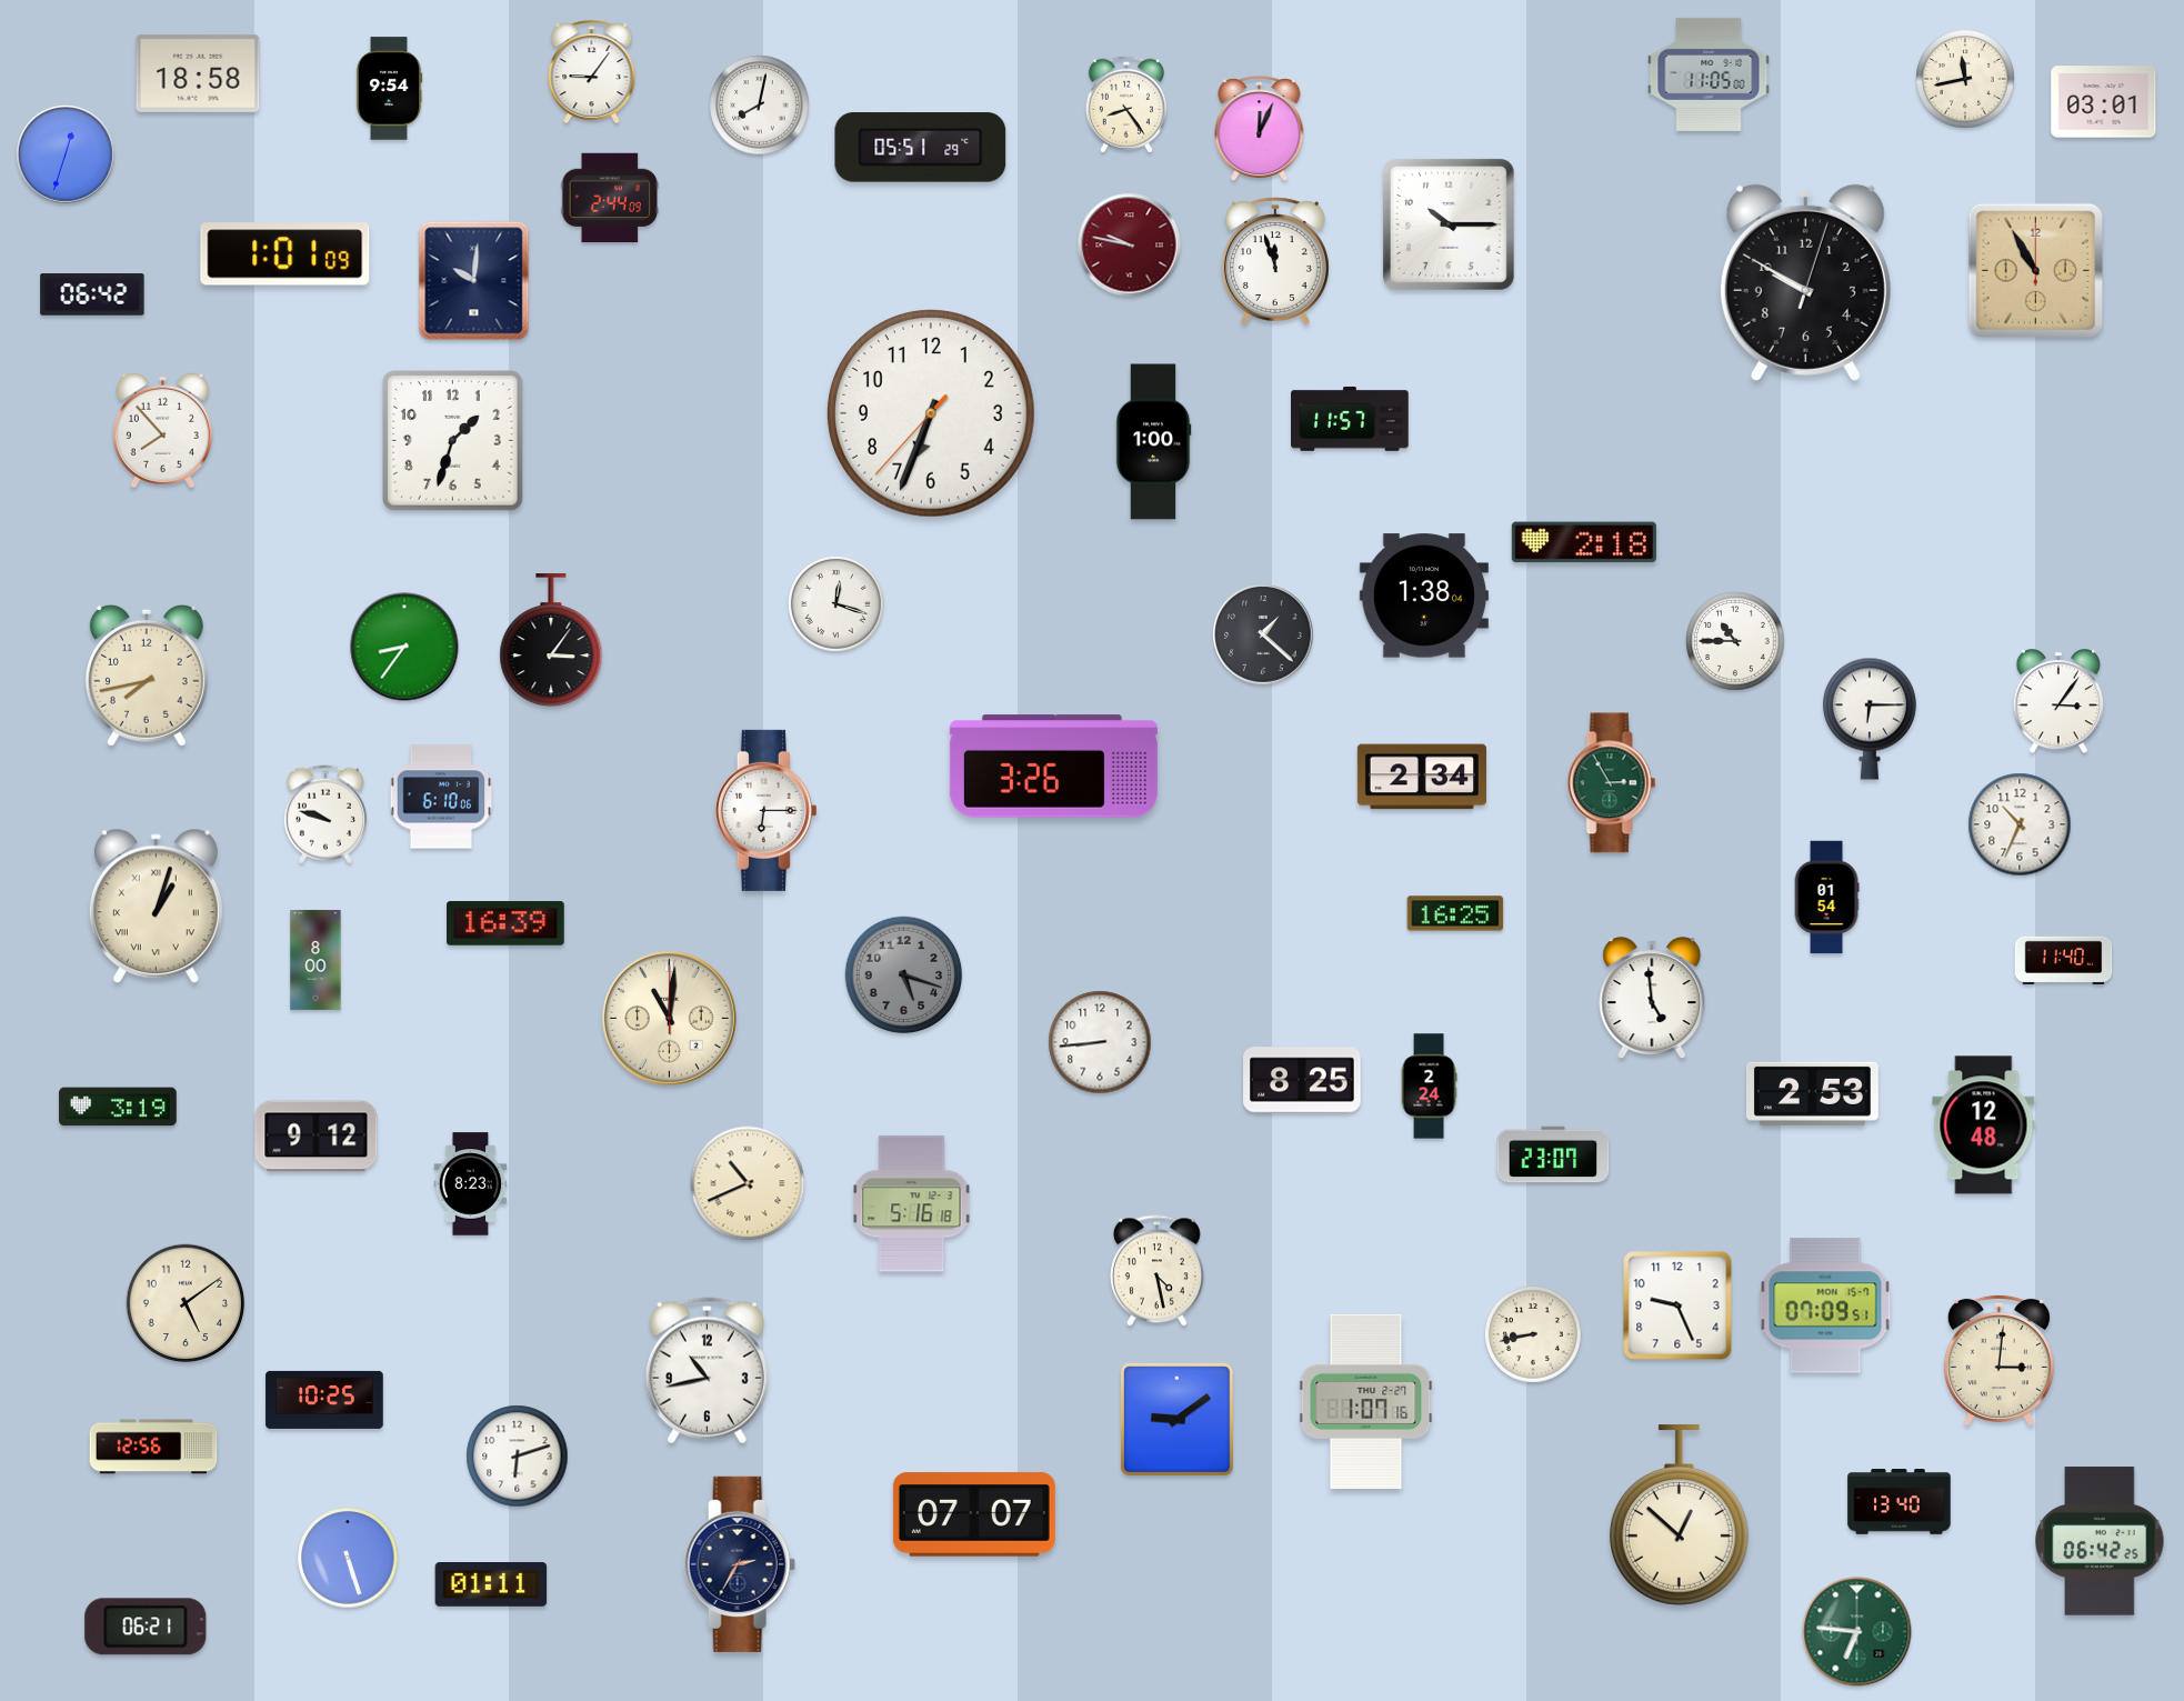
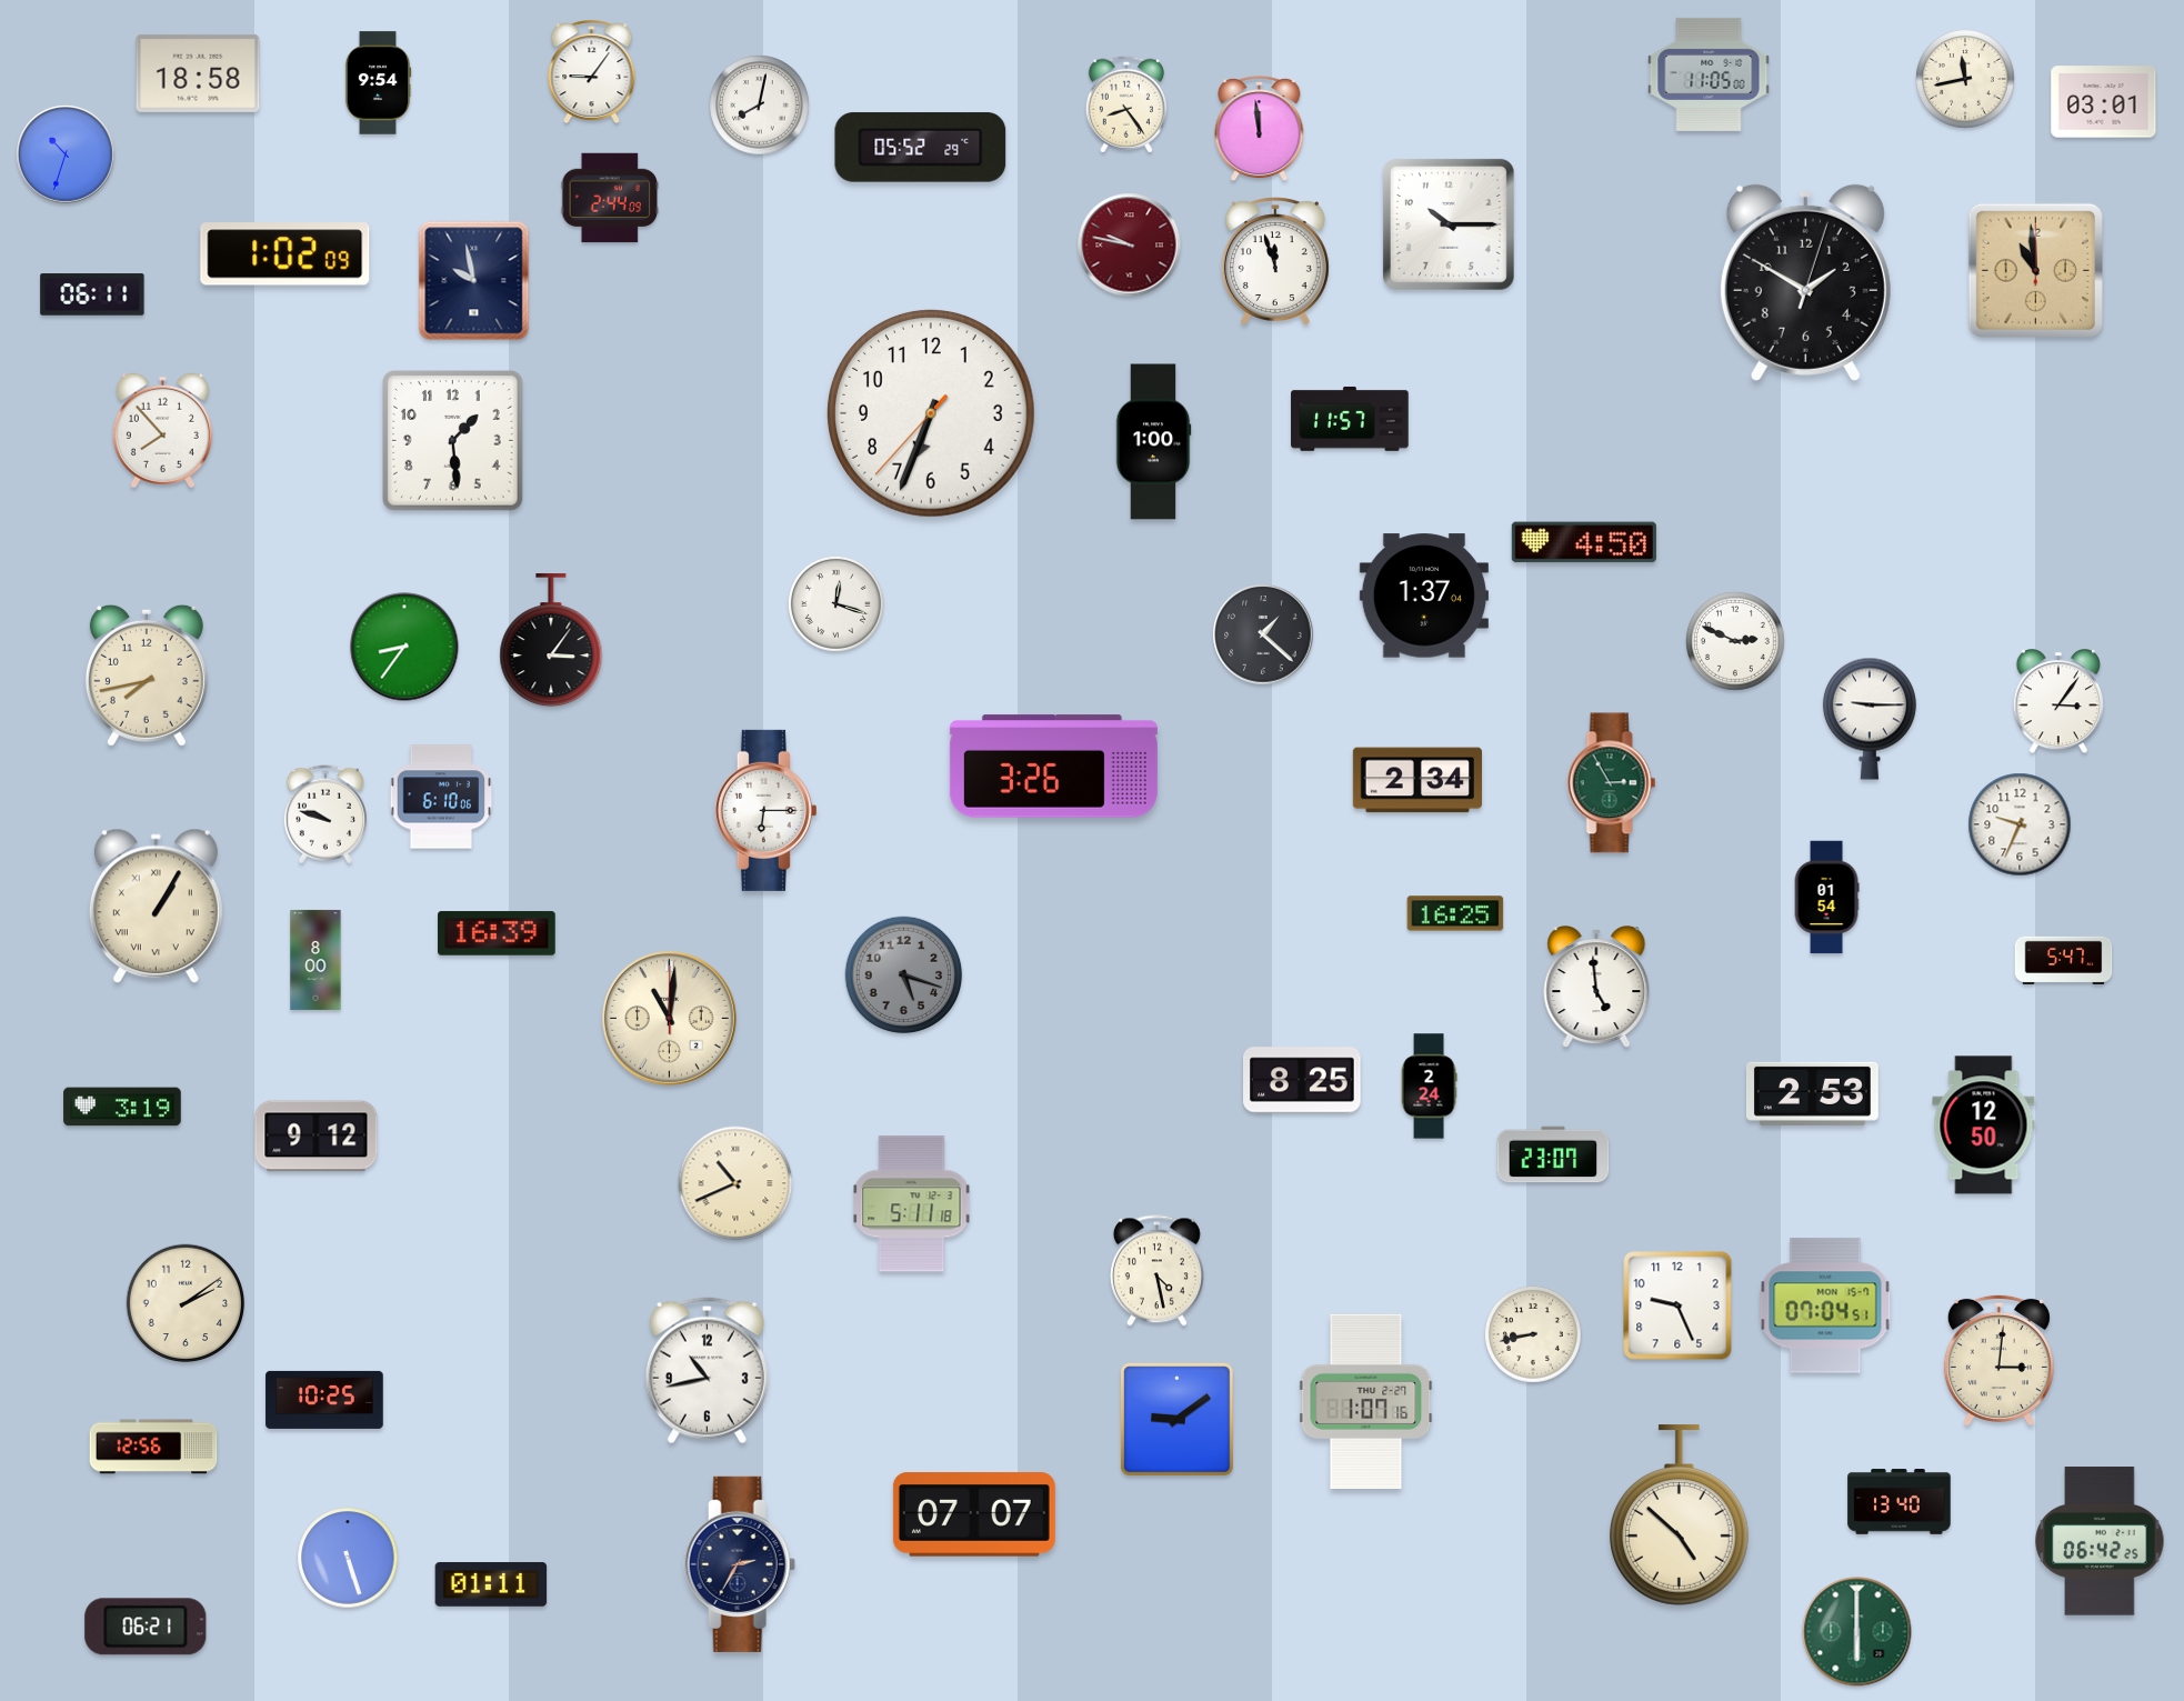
clock at (389, 89) position: (389, 89) -> (378, 83)
clock at (1260, 129): 12:04 -> 11:59
clock at (921, 148): 05:51 -> 05:52
clock at (66, 154): 12:33 -> 10:33
clock at (285, 254): 1:01 -> 1:02
clock at (2035, 270): 10:55 -> 10:59
clock at (474, 281): 10:01 -> 9:58
clock at (1805, 282): 9:50 -> 1:50
clock at (92, 294): 06:42 -> 06:11
clock at (453, 441): 1:33 -> 1:29
clock at (1584, 542): 2:18 -> 4:50
clock at (1424, 596): 1:38 -> 1:37
clock at (1735, 641): 10:45 -> 2:49
clock at (1870, 719): 6:15 -> 9:15
clock at (1422, 777) position: (1422, 777) -> (1417, 780)
clock at (2020, 824): 10:34 -> 9:34
clock at (156, 907): 1:03 -> 1:05
clock at (505, 923) position: (505, 923) -> (497, 933)
clock at (2064, 960): 11:40 -> 5:47
clock at (1652, 999) position: (1652, 999) -> (1596, 988)
clock at (1100, 1042): 8:44 -> none
clock at (118, 1107) position: (118, 1107) -> (122, 1107)
clock at (1984, 1125): 12:48 -> 12:50
clock at (748, 1183) position: (748, 1183) -> (735, 1183)
clock at (471, 1184): 8:23 -> none
clock at (912, 1204): 5:16 -> 5:11
clock at (186, 1303): 5:09 -> 2:09
clock at (1825, 1305): 07:09 -> 07:04
clock at (518, 1457): 6:12 -> none
clock at (1680, 1515): 12:52 -> 4:52
clock at (1857, 1632): 6:46 -> 6:00
